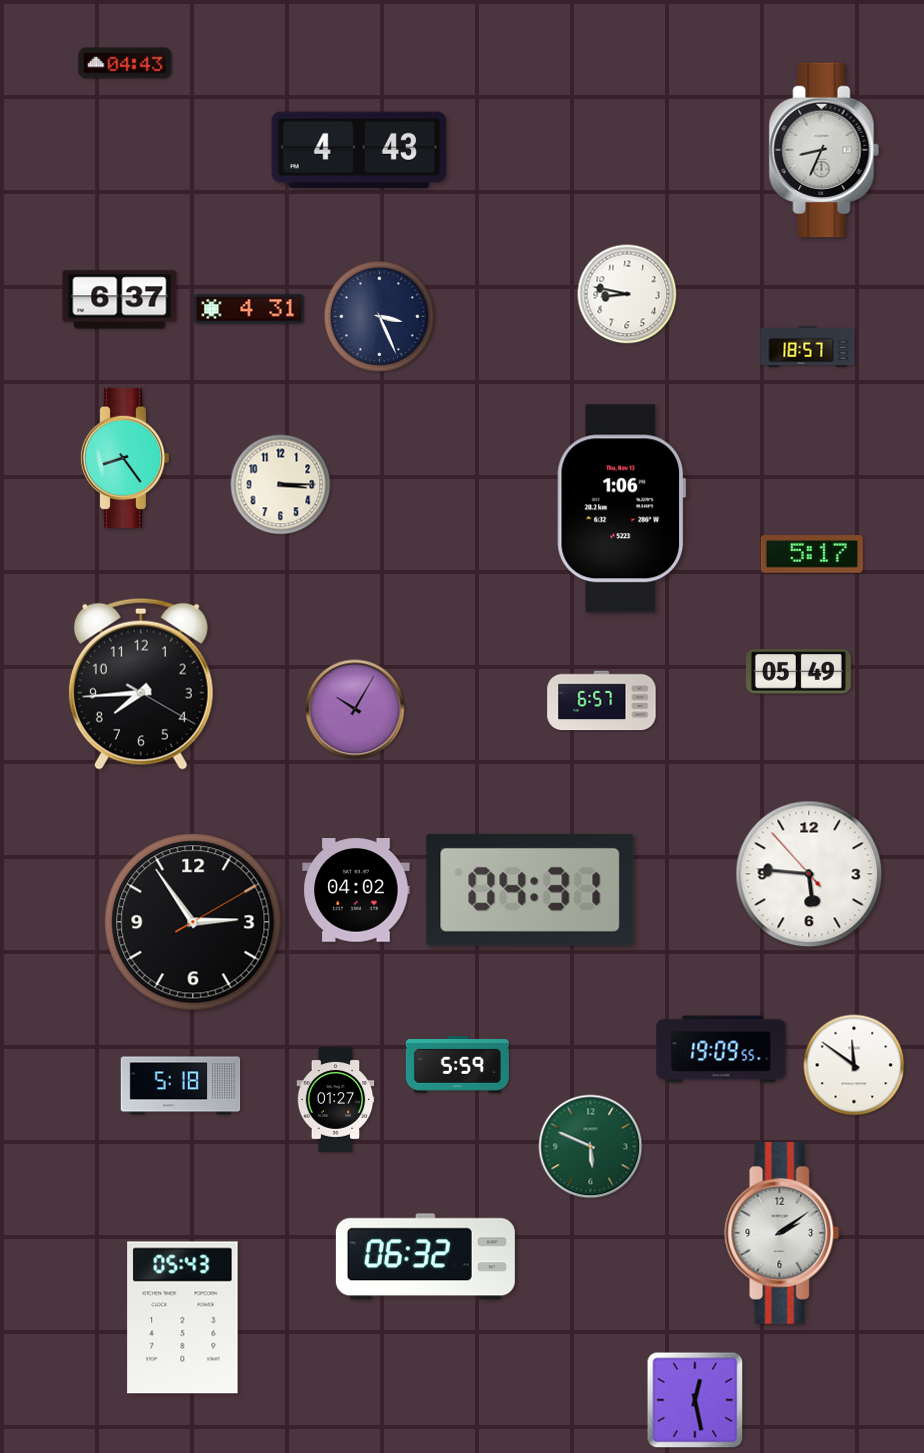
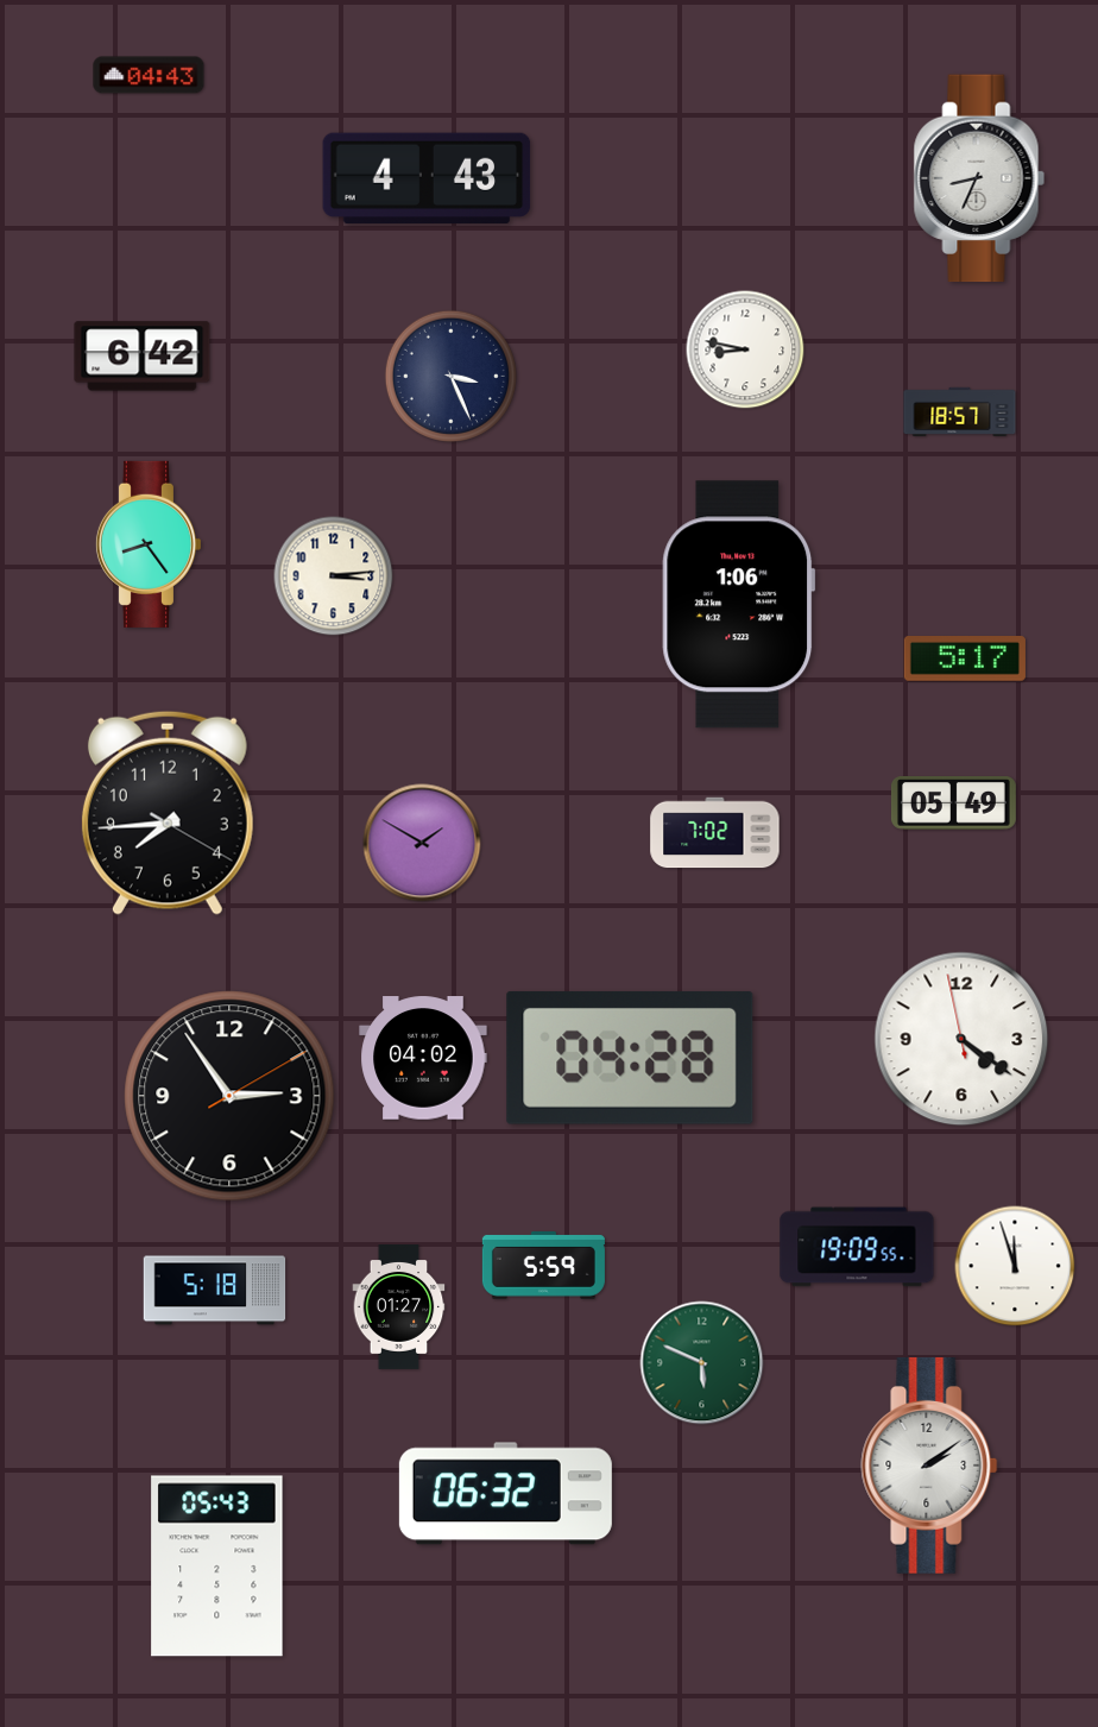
clock at (120, 300): 6:37 -> 6:42
clock at (249, 309): 4:31 -> none
clock at (281, 485): 3:15 -> 3:14
clock at (798, 672) position: (798, 672) -> (953, 803)
clock at (602, 701): 6:57 -> 7:02
clock at (355, 709): 10:05 -> 1:50
clock at (809, 874): 5:45 -> 4:20
clock at (530, 890): 04:31 -> 04:28
clock at (854, 1065): 11:51 -> 11:57
clock at (695, 1400): 12:28 -> none
